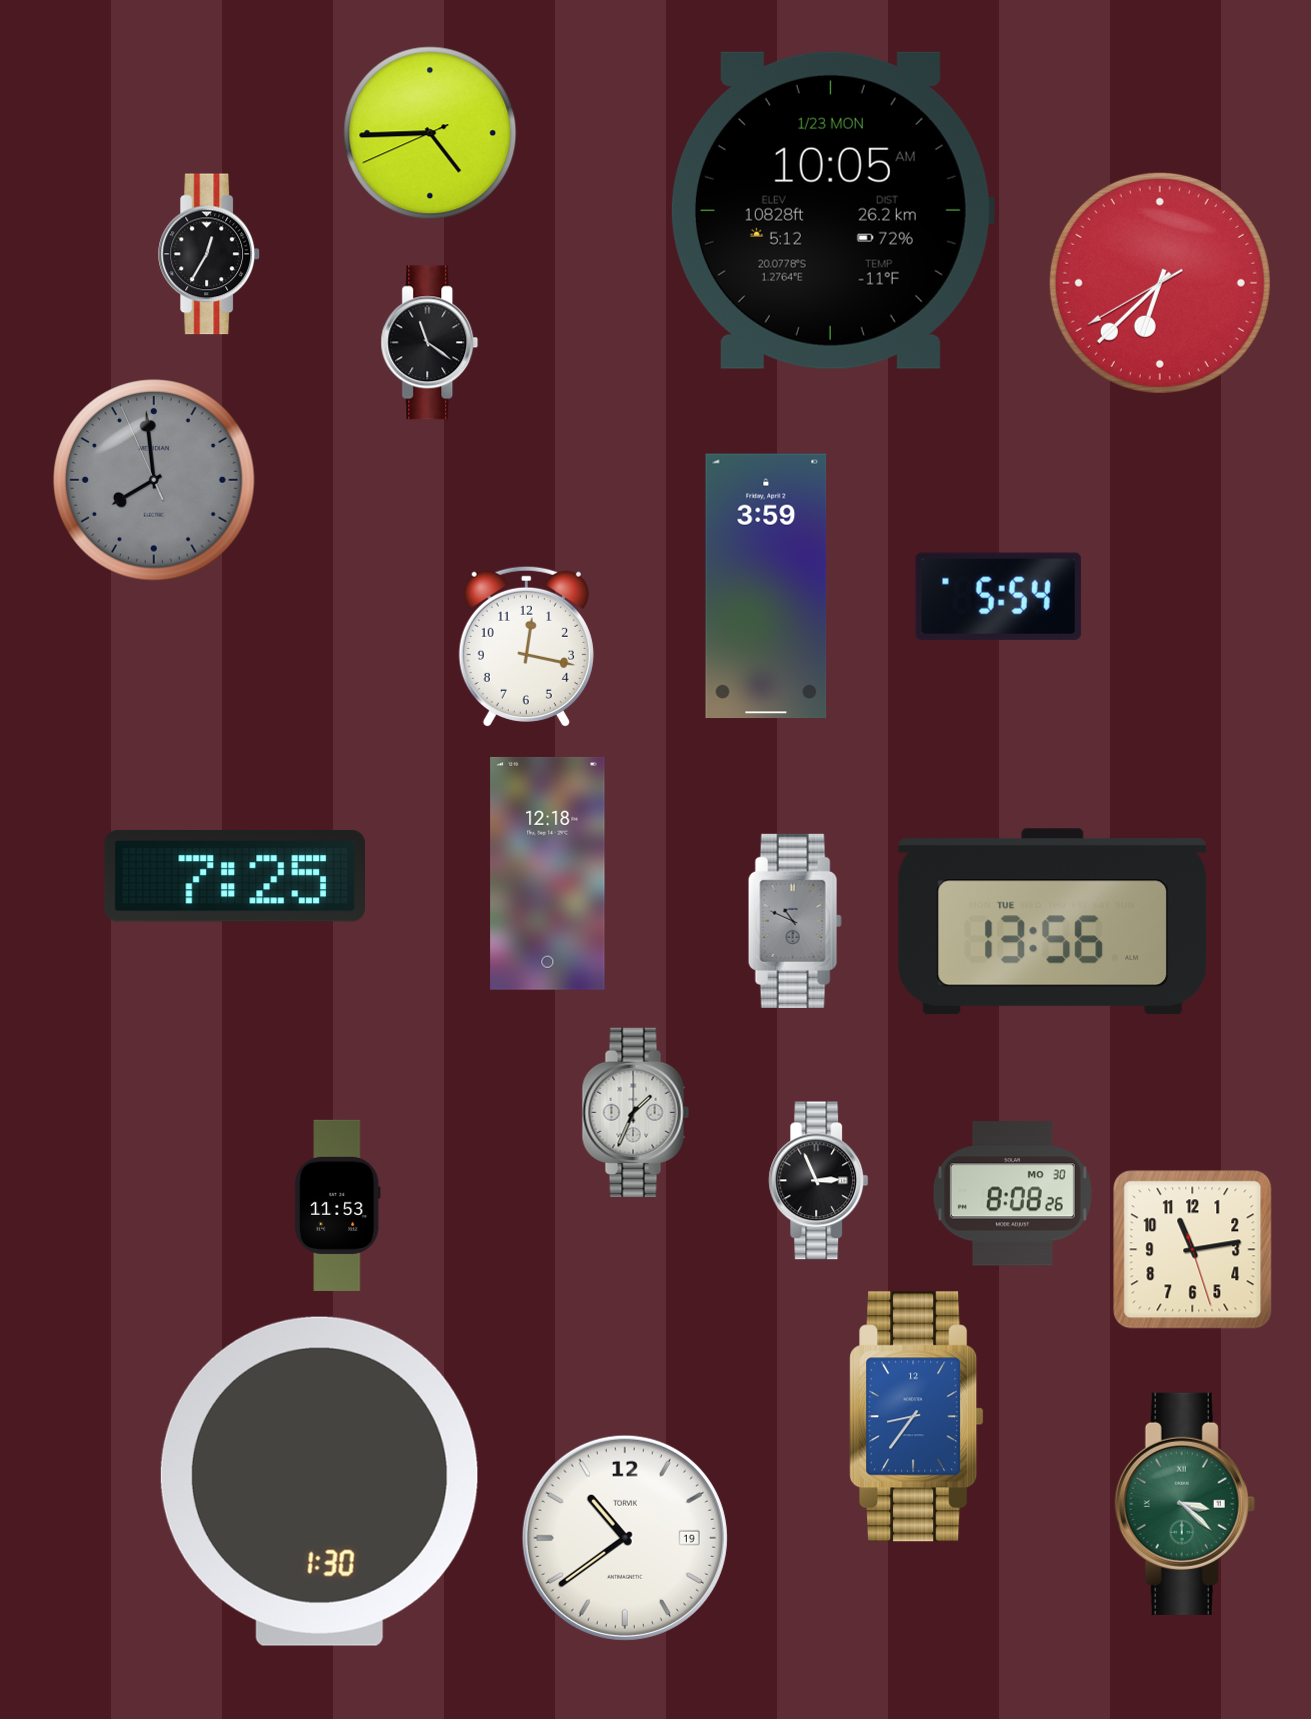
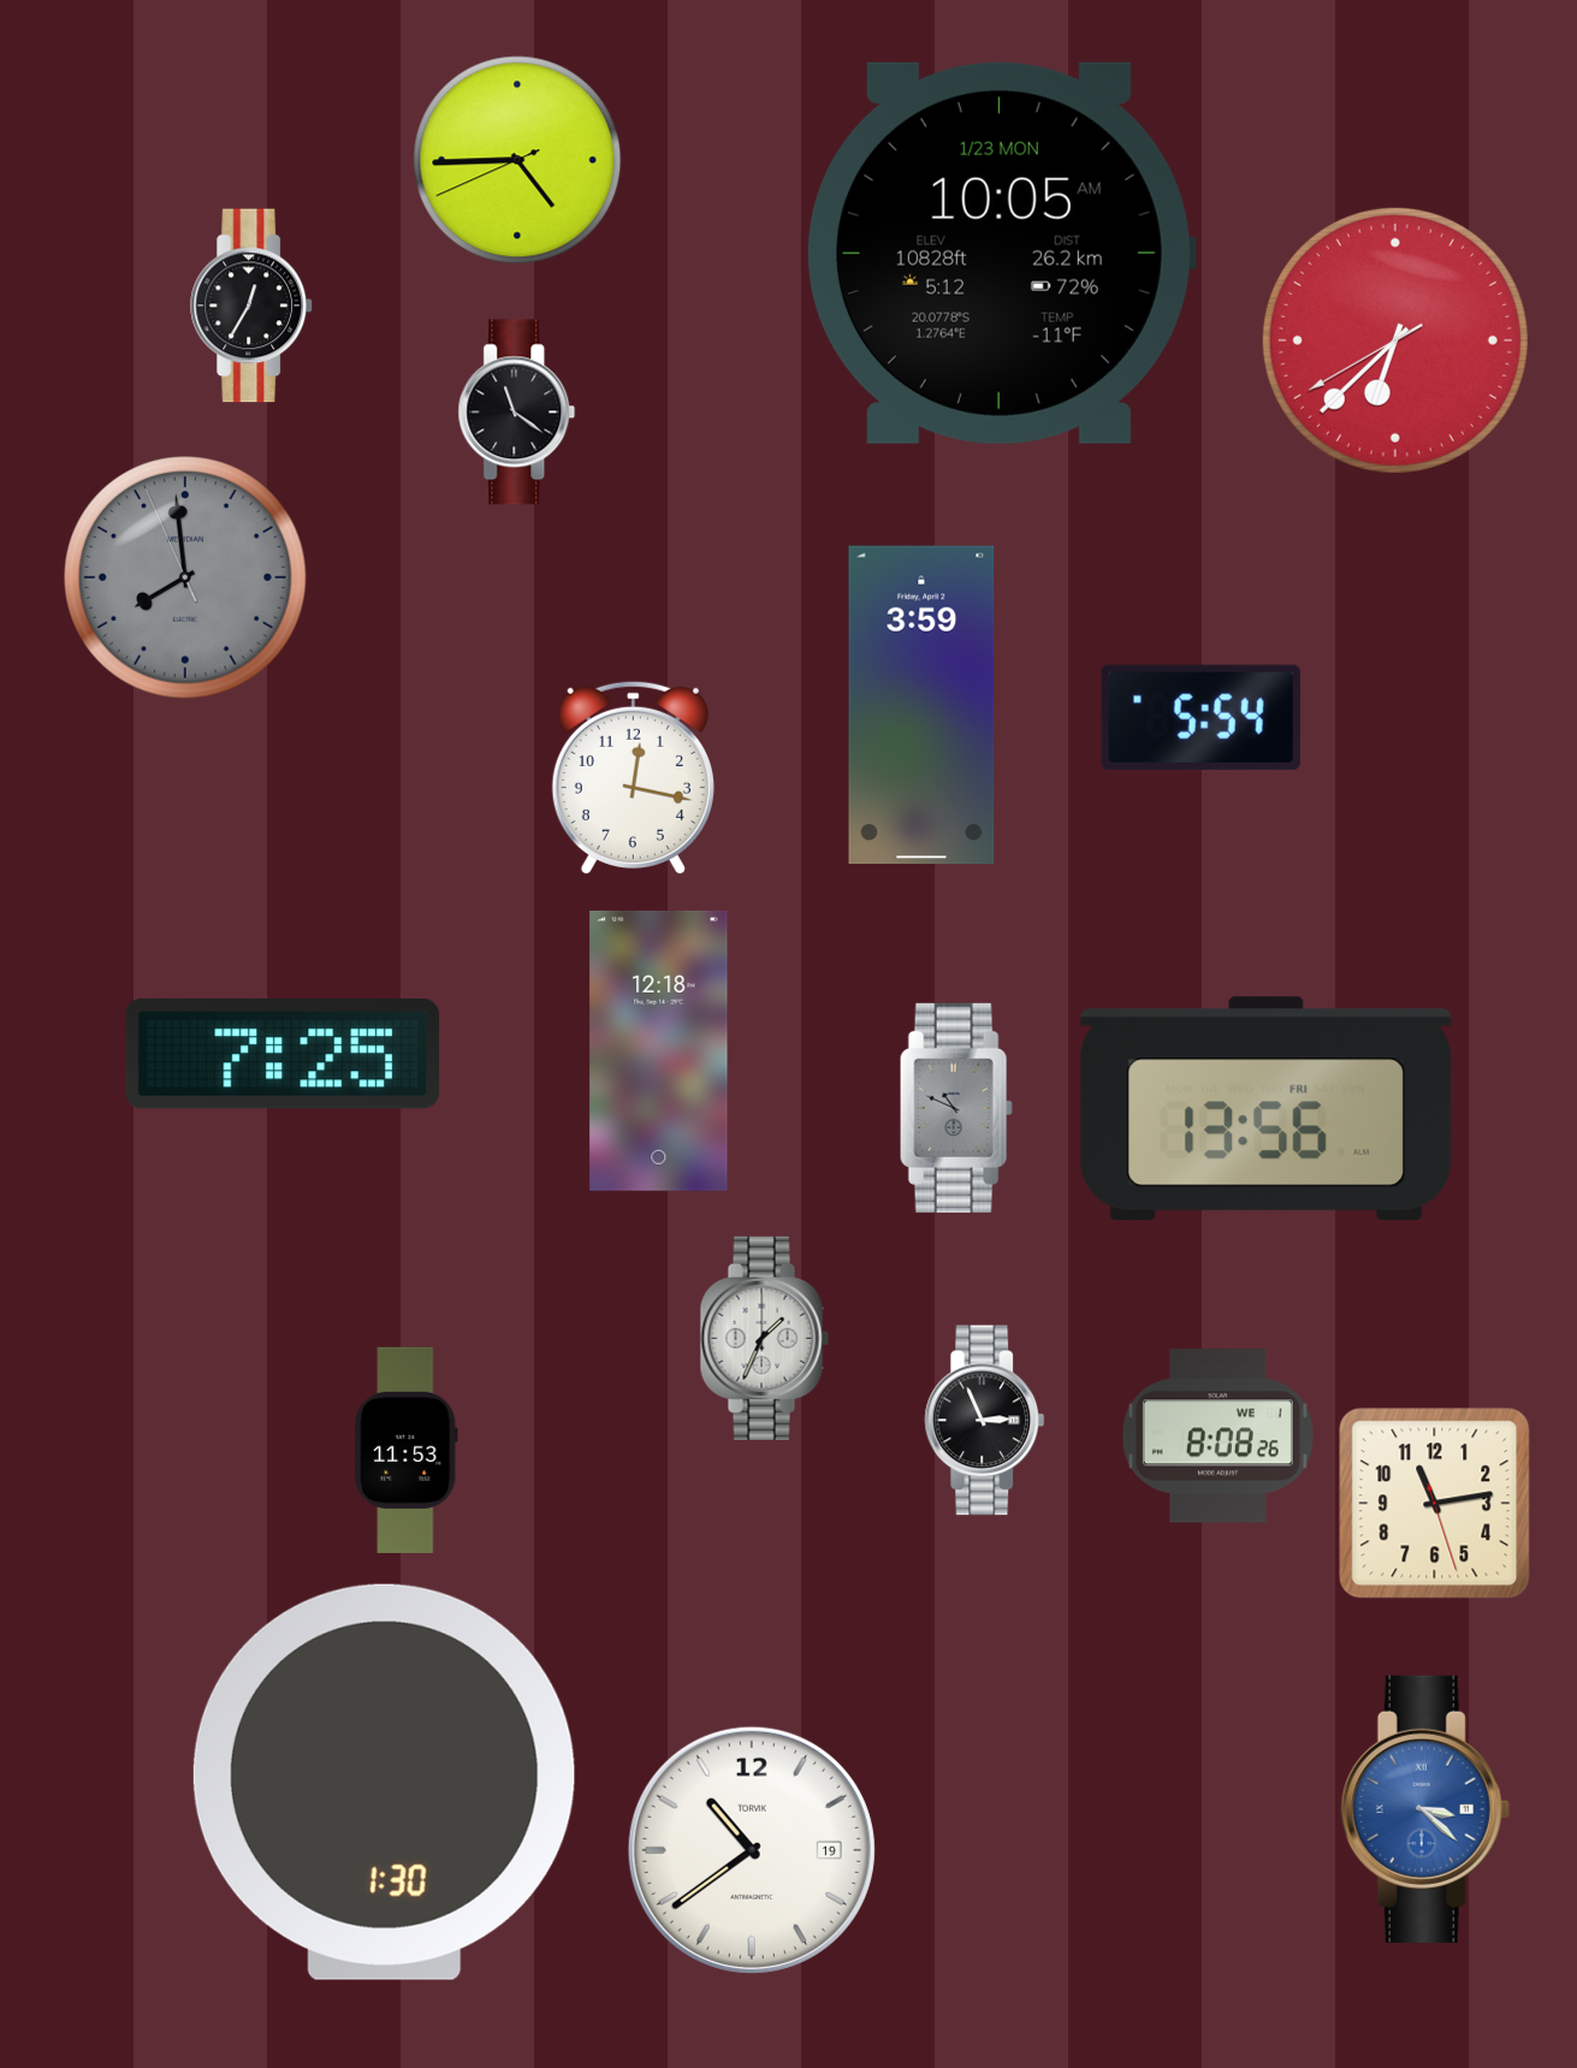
clock at (1053, 922) date: TUE -> FRI
clock at (1012, 1194) date: MO 30 -> WE 1
clock at (917, 1417): 8:36 -> none
clock at (1185, 1504) dial: green -> blue
